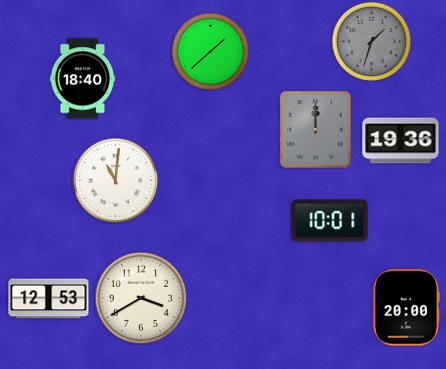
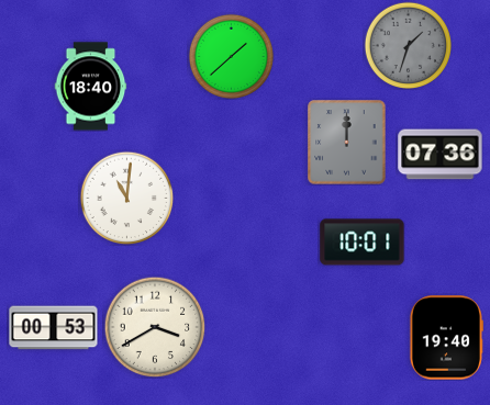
clock at (401, 141): 19:36 -> 07:36
clock at (49, 299): 12:53 -> 00:53
clock at (406, 308): 20:00 -> 19:40
